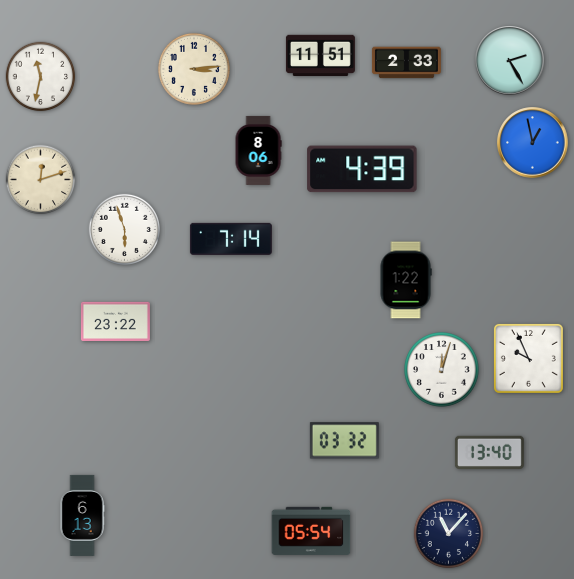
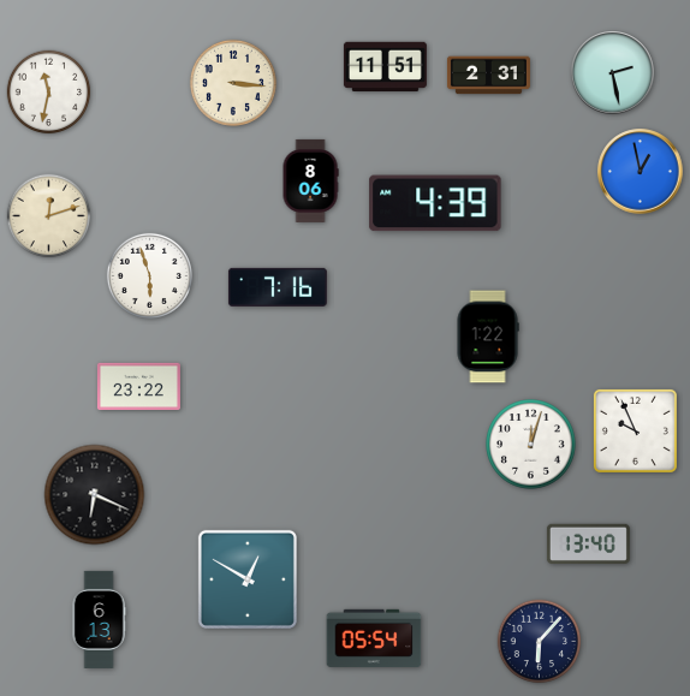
clock at (510, 61): 2:25 -> 2:28
clock at (406, 63): 2:33 -> 2:31
clock at (194, 69): 3:14 -> 3:16
clock at (231, 239): 7:14 -> 7:16
clock at (95, 495): none -> 6:19
clock at (344, 441): 03:32 -> none
clock at (248, 579): none -> 12:50
clock at (449, 534): 11:07 -> 6:07
